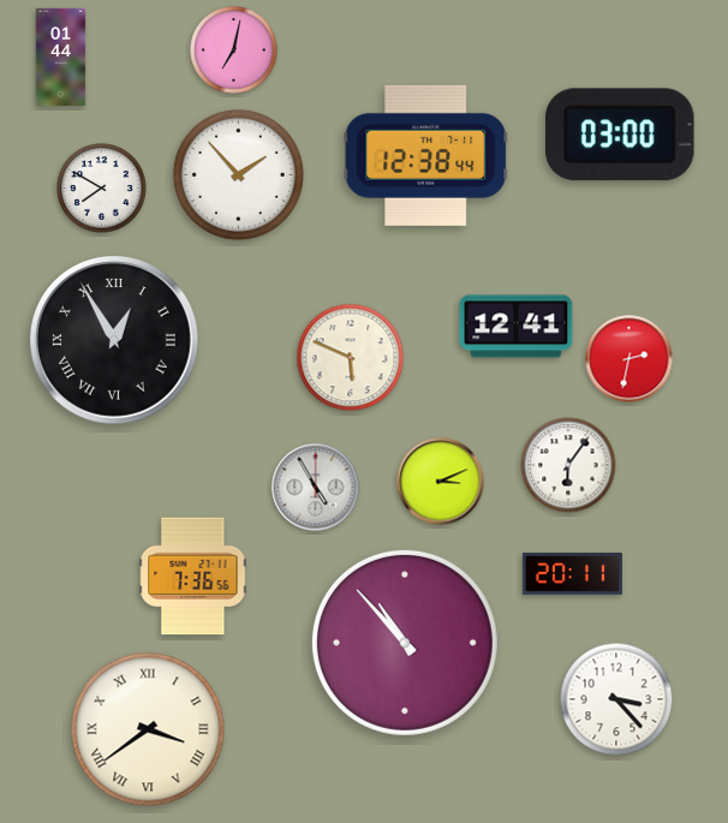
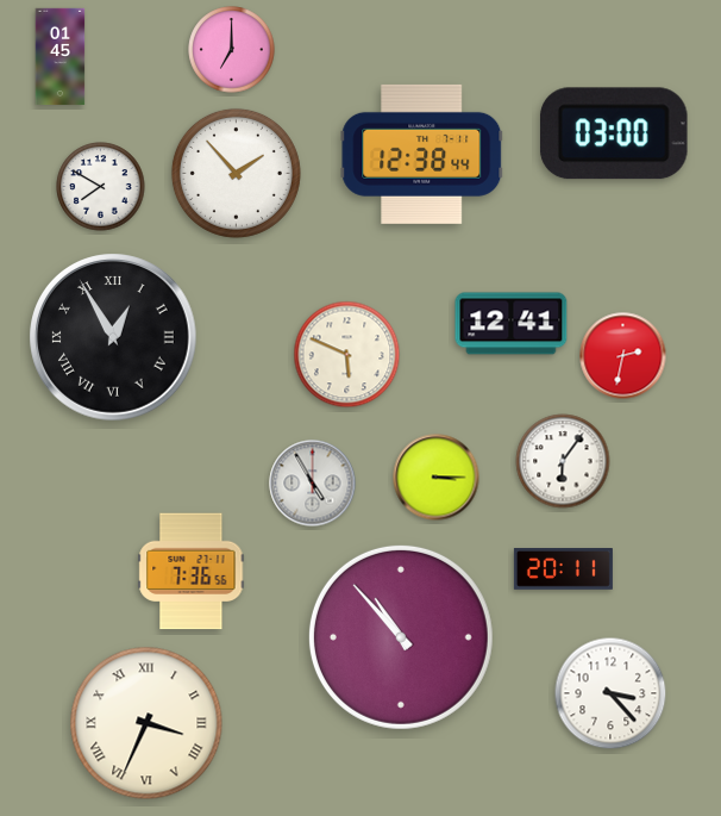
clock at (234, 50): 7:02 -> 7:00
clock at (61, 58): 01:44 -> 01:45
clock at (441, 482): 3:11 -> 3:15
clock at (572, 574) position: (572, 574) -> (563, 569)
clock at (148, 729): 3:39 -> 3:34
